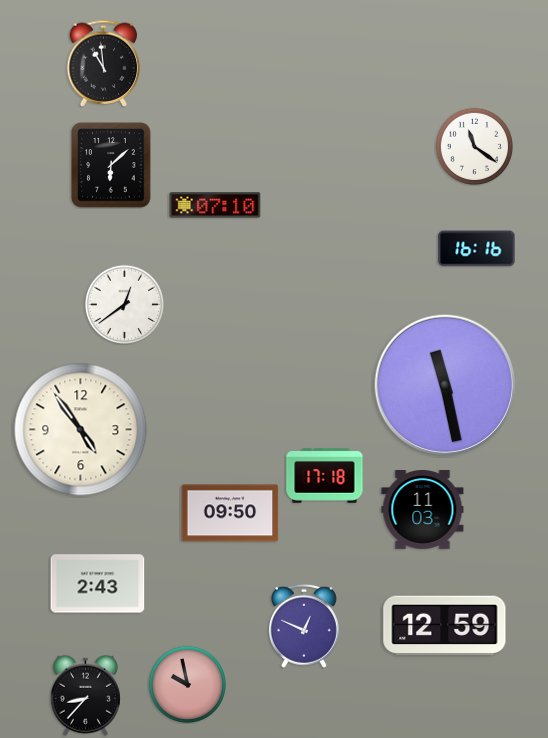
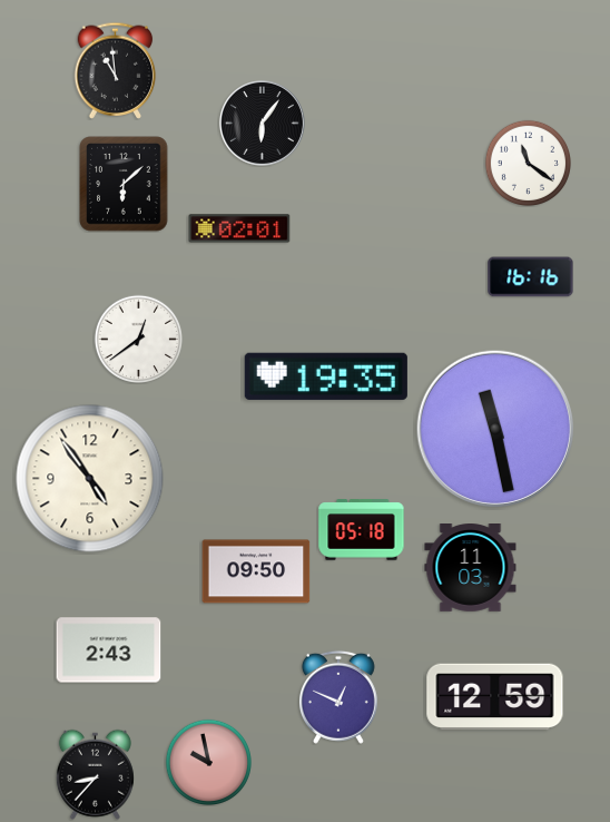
clock at (262, 123): none -> 6:06
clock at (215, 205): 07:10 -> 02:01
clock at (326, 376): none -> 19:35
clock at (325, 476): 17:18 -> 05:18
